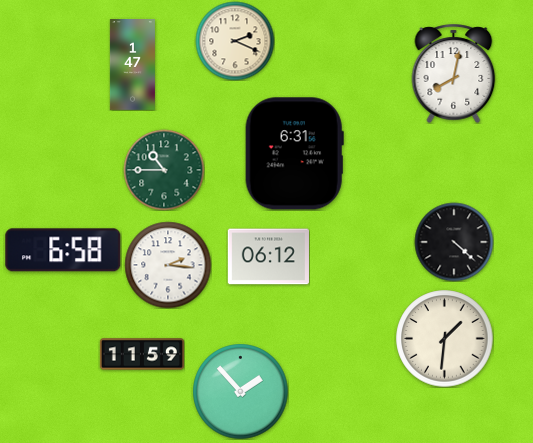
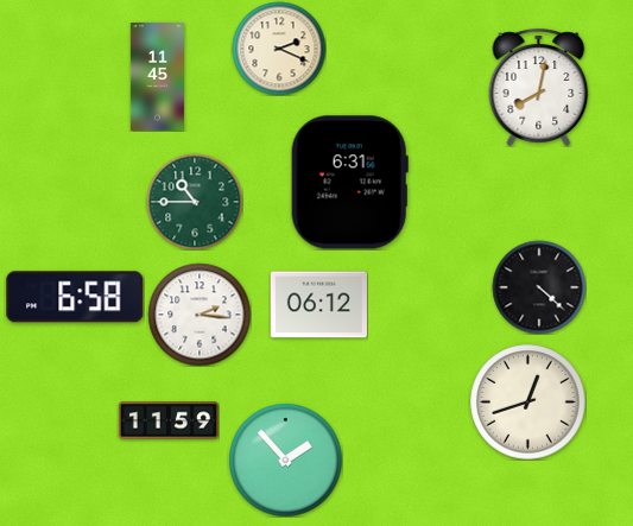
clock at (132, 65): 1:47 -> 11:45
clock at (445, 339): 1:31 -> 12:42
clock at (240, 391) position: (240, 391) -> (285, 460)
